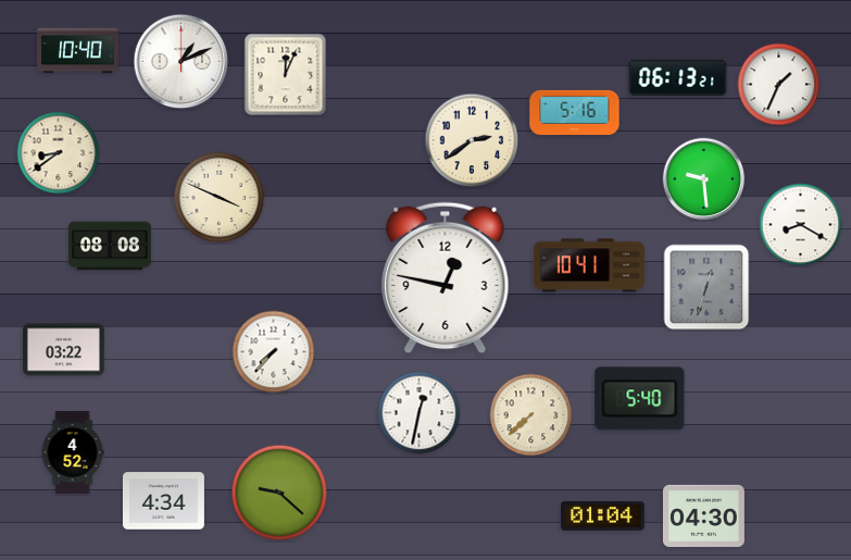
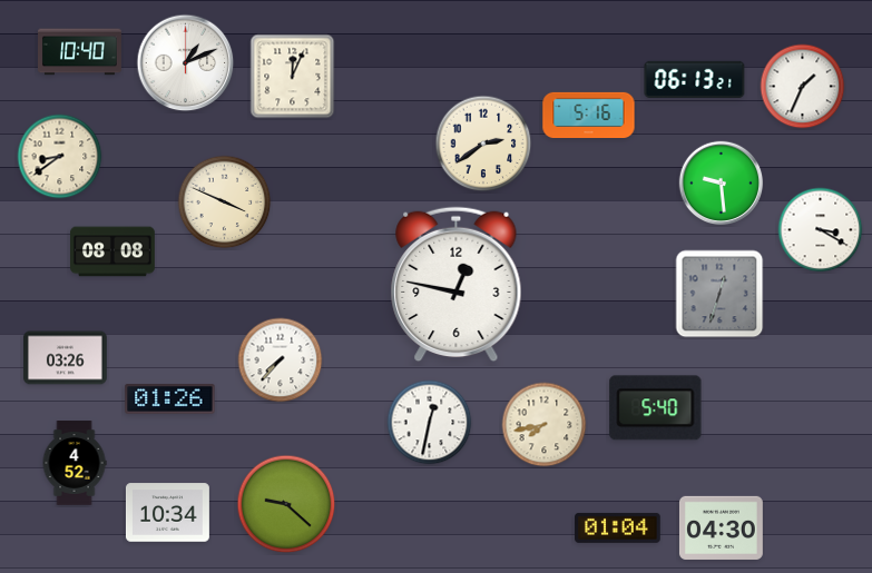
clock at (779, 85) position: (779, 85) -> (803, 87)
clock at (801, 225): 8:20 -> 3:20
clock at (589, 265): 10:41 -> none
clock at (706, 287) position: (706, 287) -> (719, 294)
clock at (63, 350): 03:22 -> 03:26
clock at (170, 399): none -> 01:26
clock at (531, 415): 7:38 -> 7:43
clock at (163, 501): 4:34 -> 10:34
